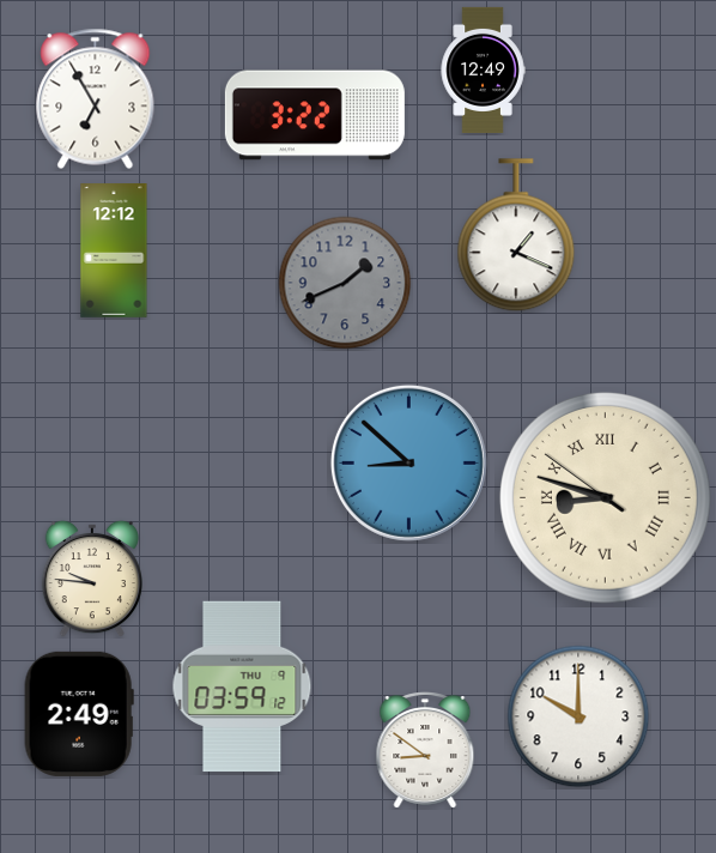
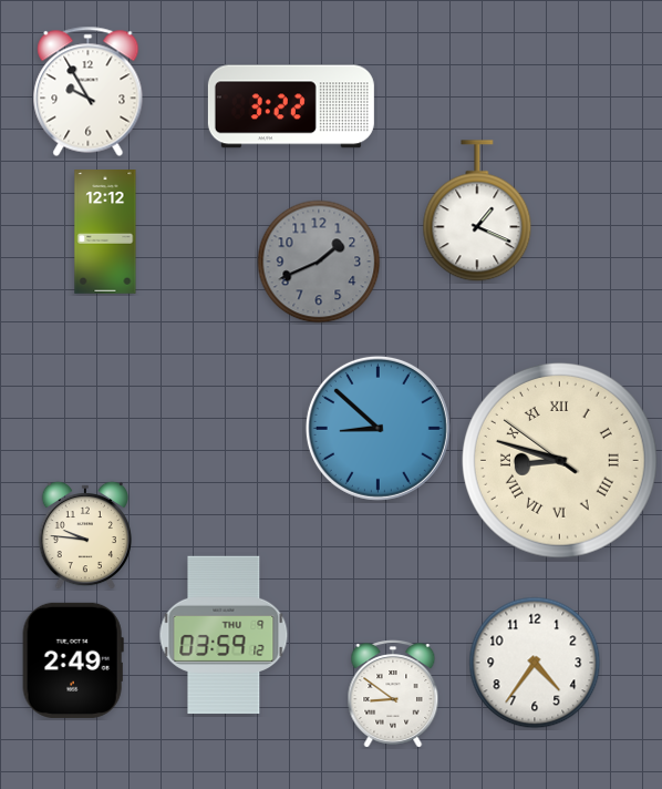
clock at (483, 69): 12:49 -> none
clock at (96, 98): 6:55 -> 9:55
clock at (516, 236) position: (516, 236) -> (477, 212)
clock at (578, 716): 10:00 -> 4:36
